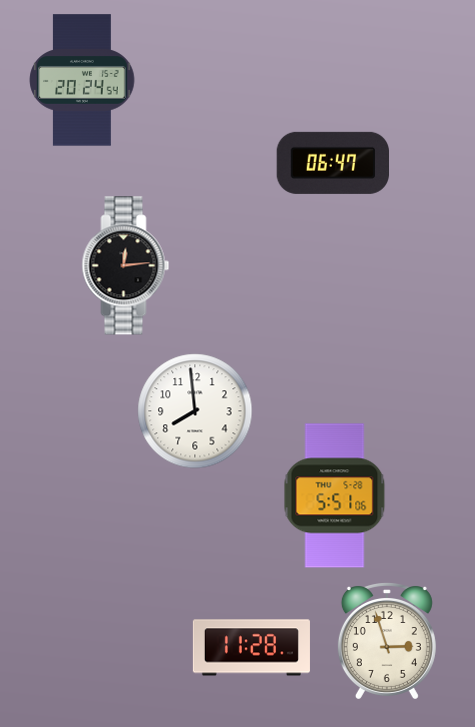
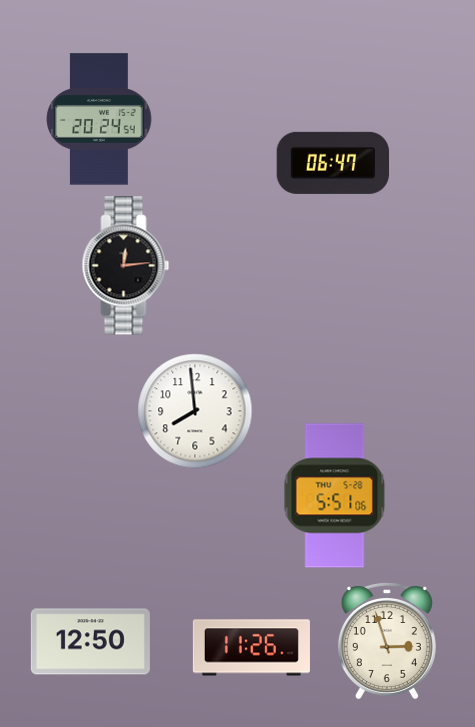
clock at (82, 80) position: (82, 80) -> (99, 119)
clock at (90, 642): none -> 12:50
clock at (251, 648): 11:28 -> 11:26
